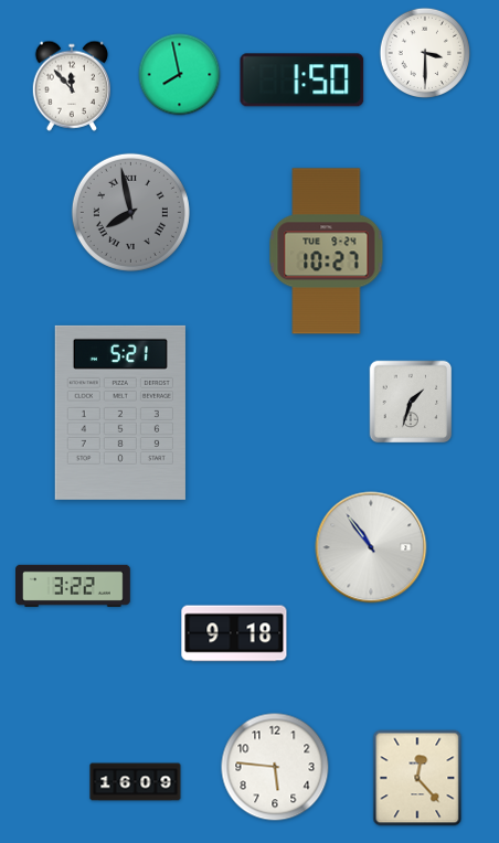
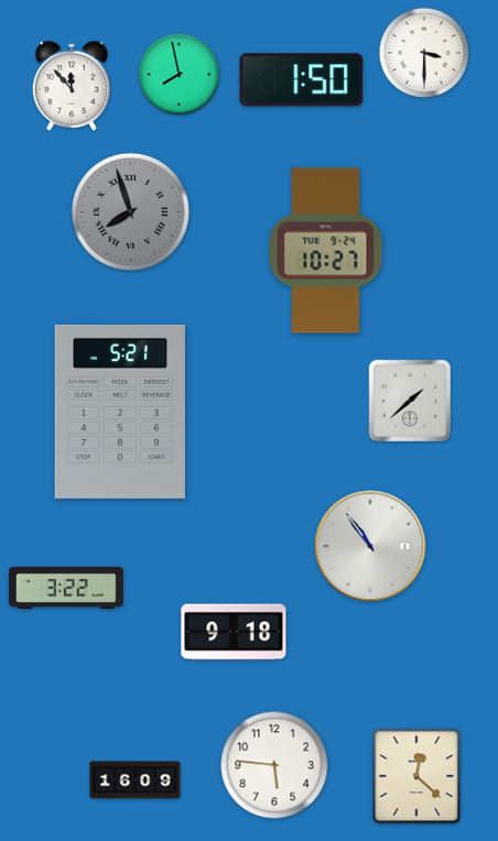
clock at (130, 212): 7:58 -> 7:57
clock at (411, 402): 1:33 -> 1:38
clock at (74, 586) position: (74, 586) -> (67, 588)
clock at (417, 778): 12:23 -> 12:22
